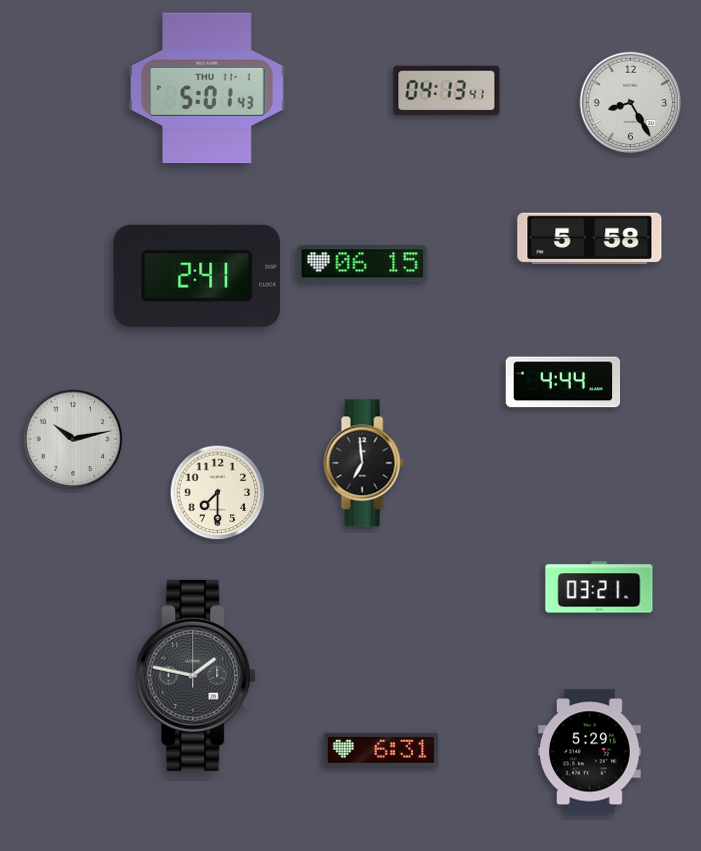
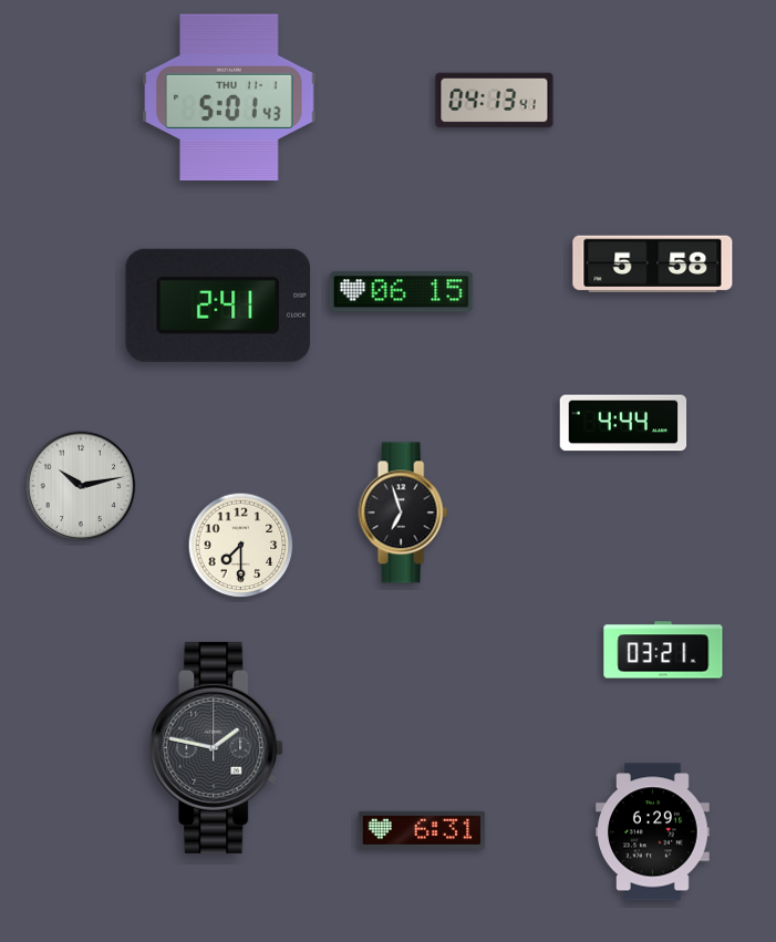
clock at (631, 103): 8:25 -> none
clock at (364, 463): 6:59 -> 6:57
clock at (590, 752): 5:29 -> 6:29
